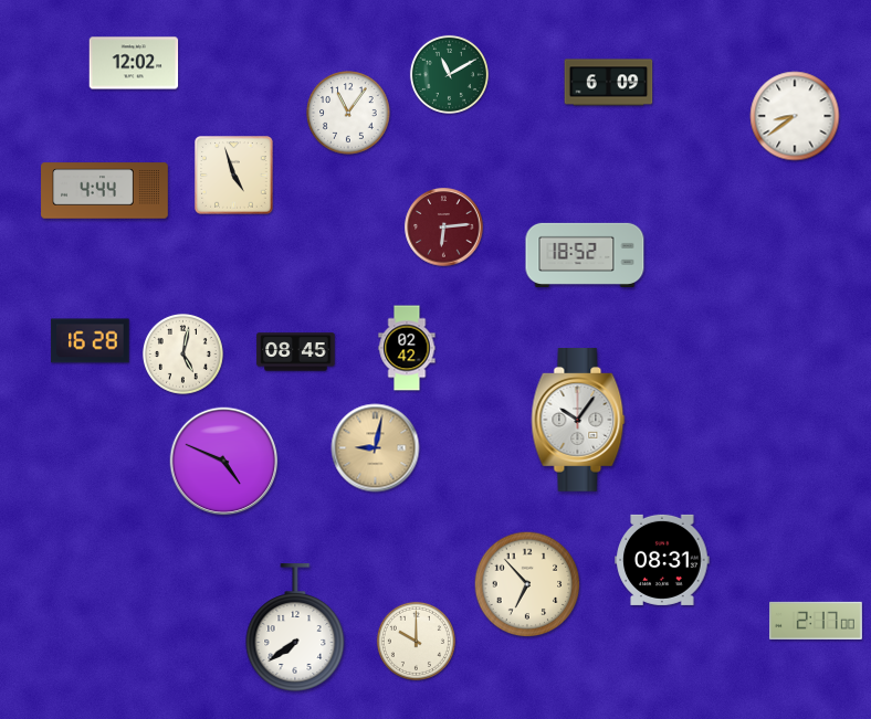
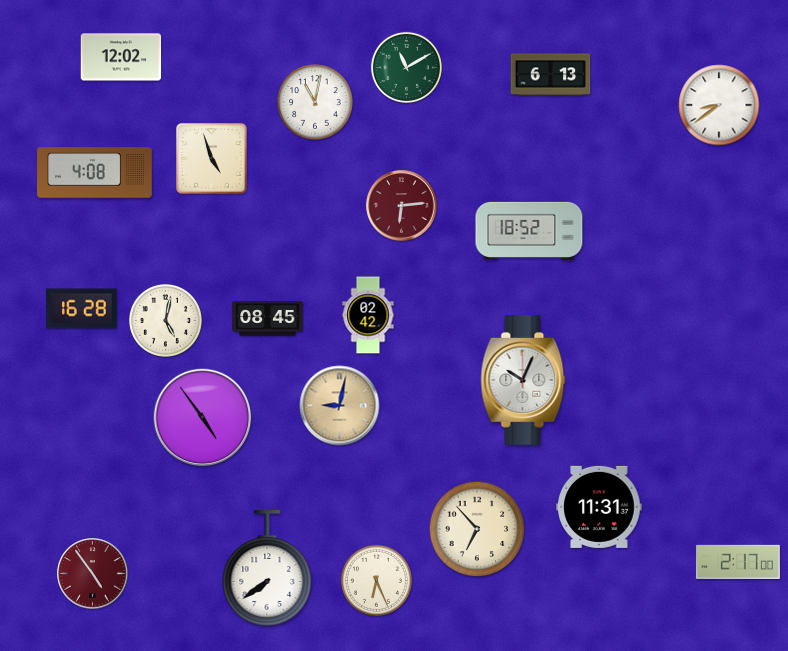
clock at (609, 83): 6:09 -> 6:13
clock at (348, 113): 11:06 -> 11:02
clock at (105, 191): 4:44 -> 4:08
clock at (578, 421): 10:06 -> 10:04
clock at (224, 462): 4:49 -> 4:54
clock at (662, 560): 08:31 -> 11:31
clock at (93, 574): none -> 4:54
clock at (416, 641): 10:00 -> 6:26
